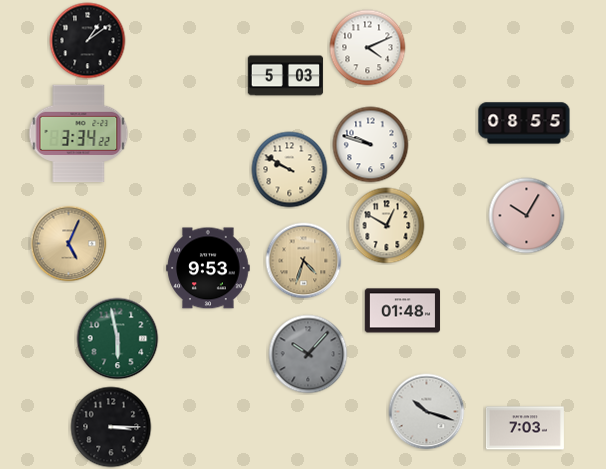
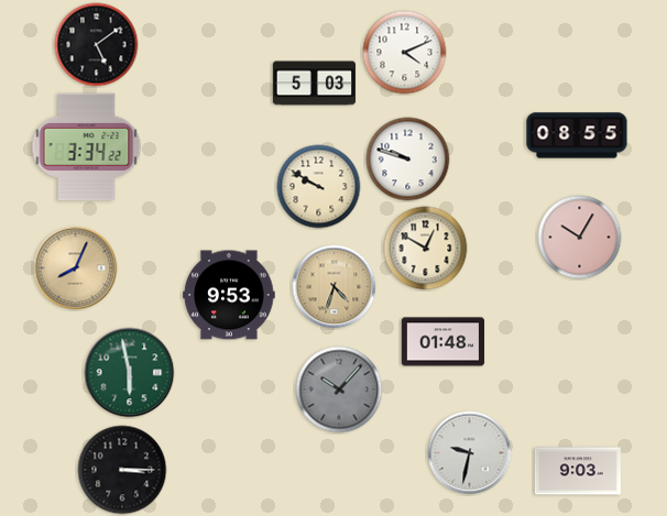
clock at (88, 41): 1:09 -> 5:09
clock at (69, 244): 5:04 -> 8:04
clock at (427, 412): 10:18 -> 9:32
clock at (525, 428): 7:03 -> 9:03
